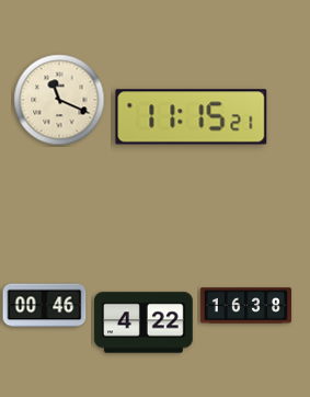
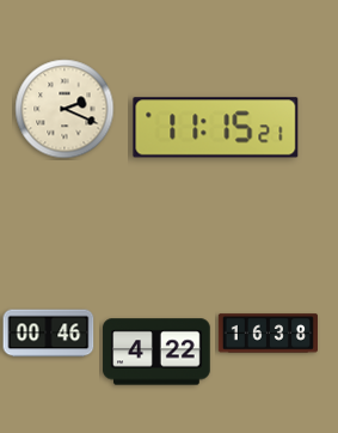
clock at (59, 100): 11:19 -> 2:19
clock at (192, 117) position: (192, 117) -> (216, 128)
